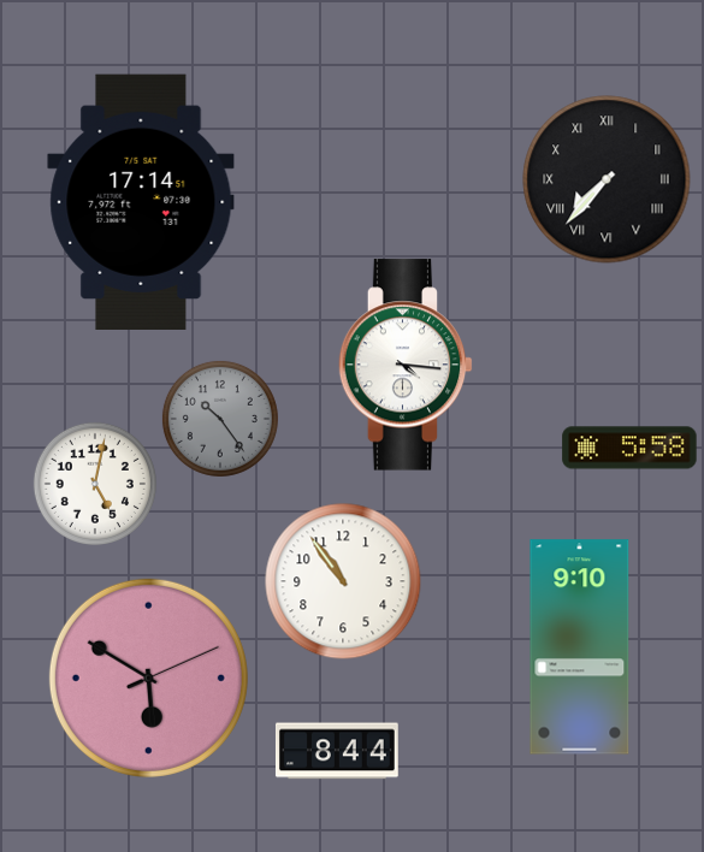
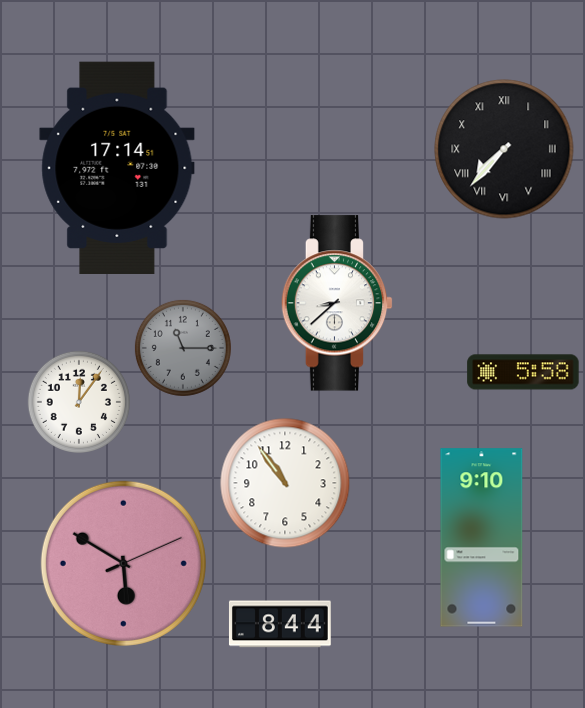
clock at (406, 365): 4:16 -> 8:38
clock at (220, 419): 10:24 -> 11:15
clock at (95, 484): 5:02 -> 12:06
